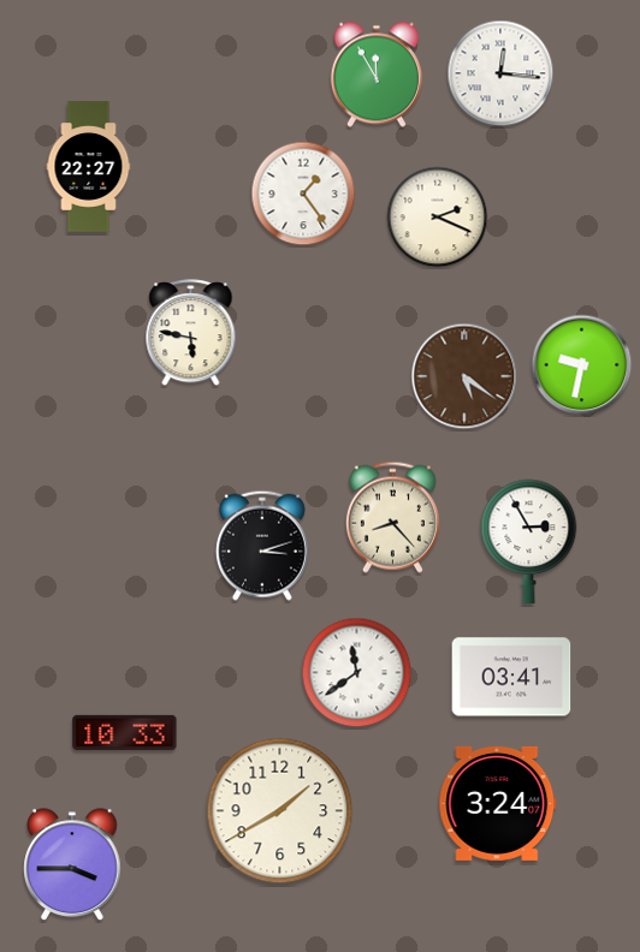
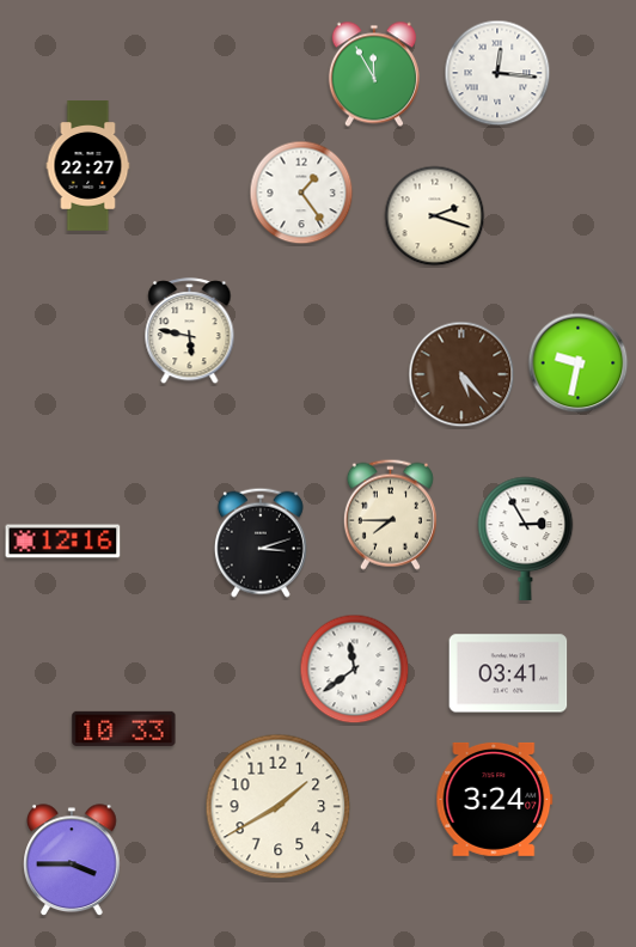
clock at (438, 218): 2:19 -> 2:18
clock at (464, 376): 5:21 -> 5:23
clock at (392, 517): 8:23 -> 7:45
clock at (63, 542): none -> 12:16
